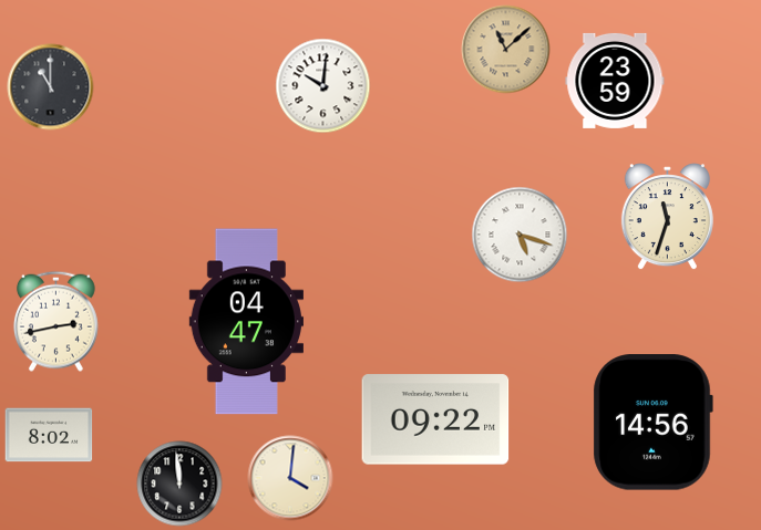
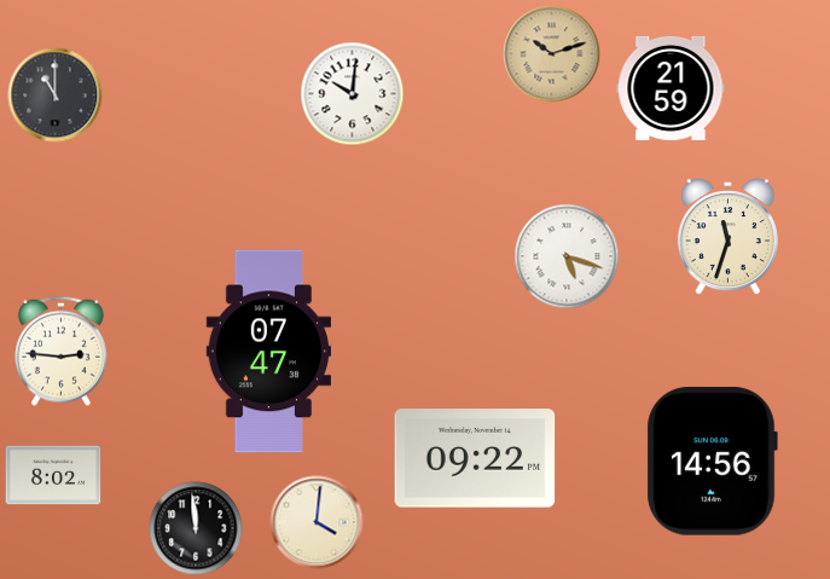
clock at (506, 50): 11:08 -> 10:12
clock at (615, 81): 23:59 -> 21:59
clock at (55, 321): 2:43 -> 2:46
clock at (246, 322): 04:47 -> 07:47
